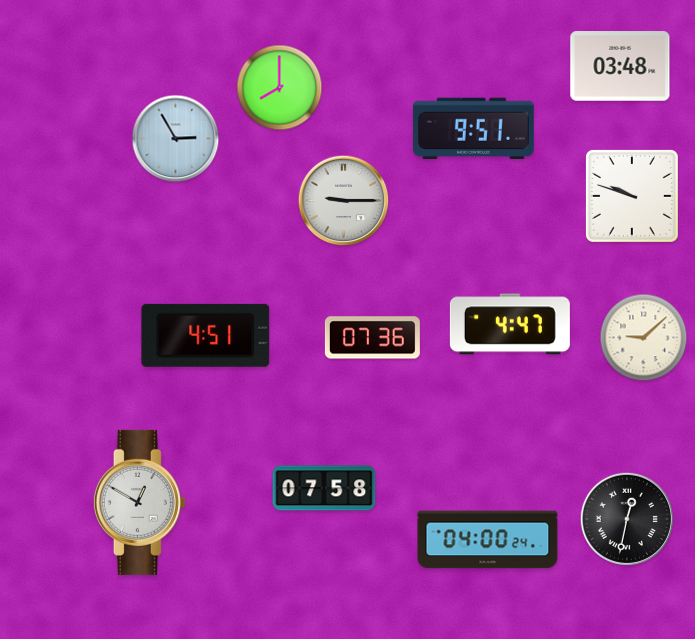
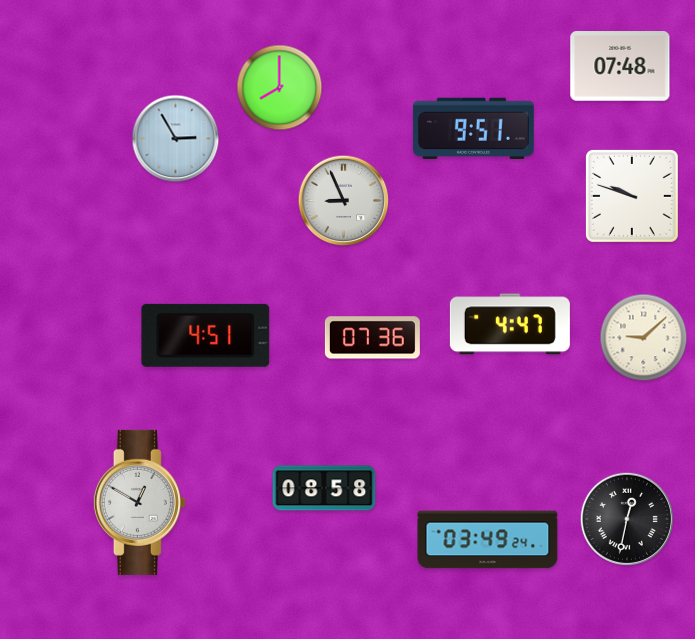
clock at (620, 66): 03:48 -> 07:48
clock at (344, 201): 9:15 -> 8:56
clock at (324, 488): 07:58 -> 08:58
clock at (488, 540): 04:00 -> 03:49
